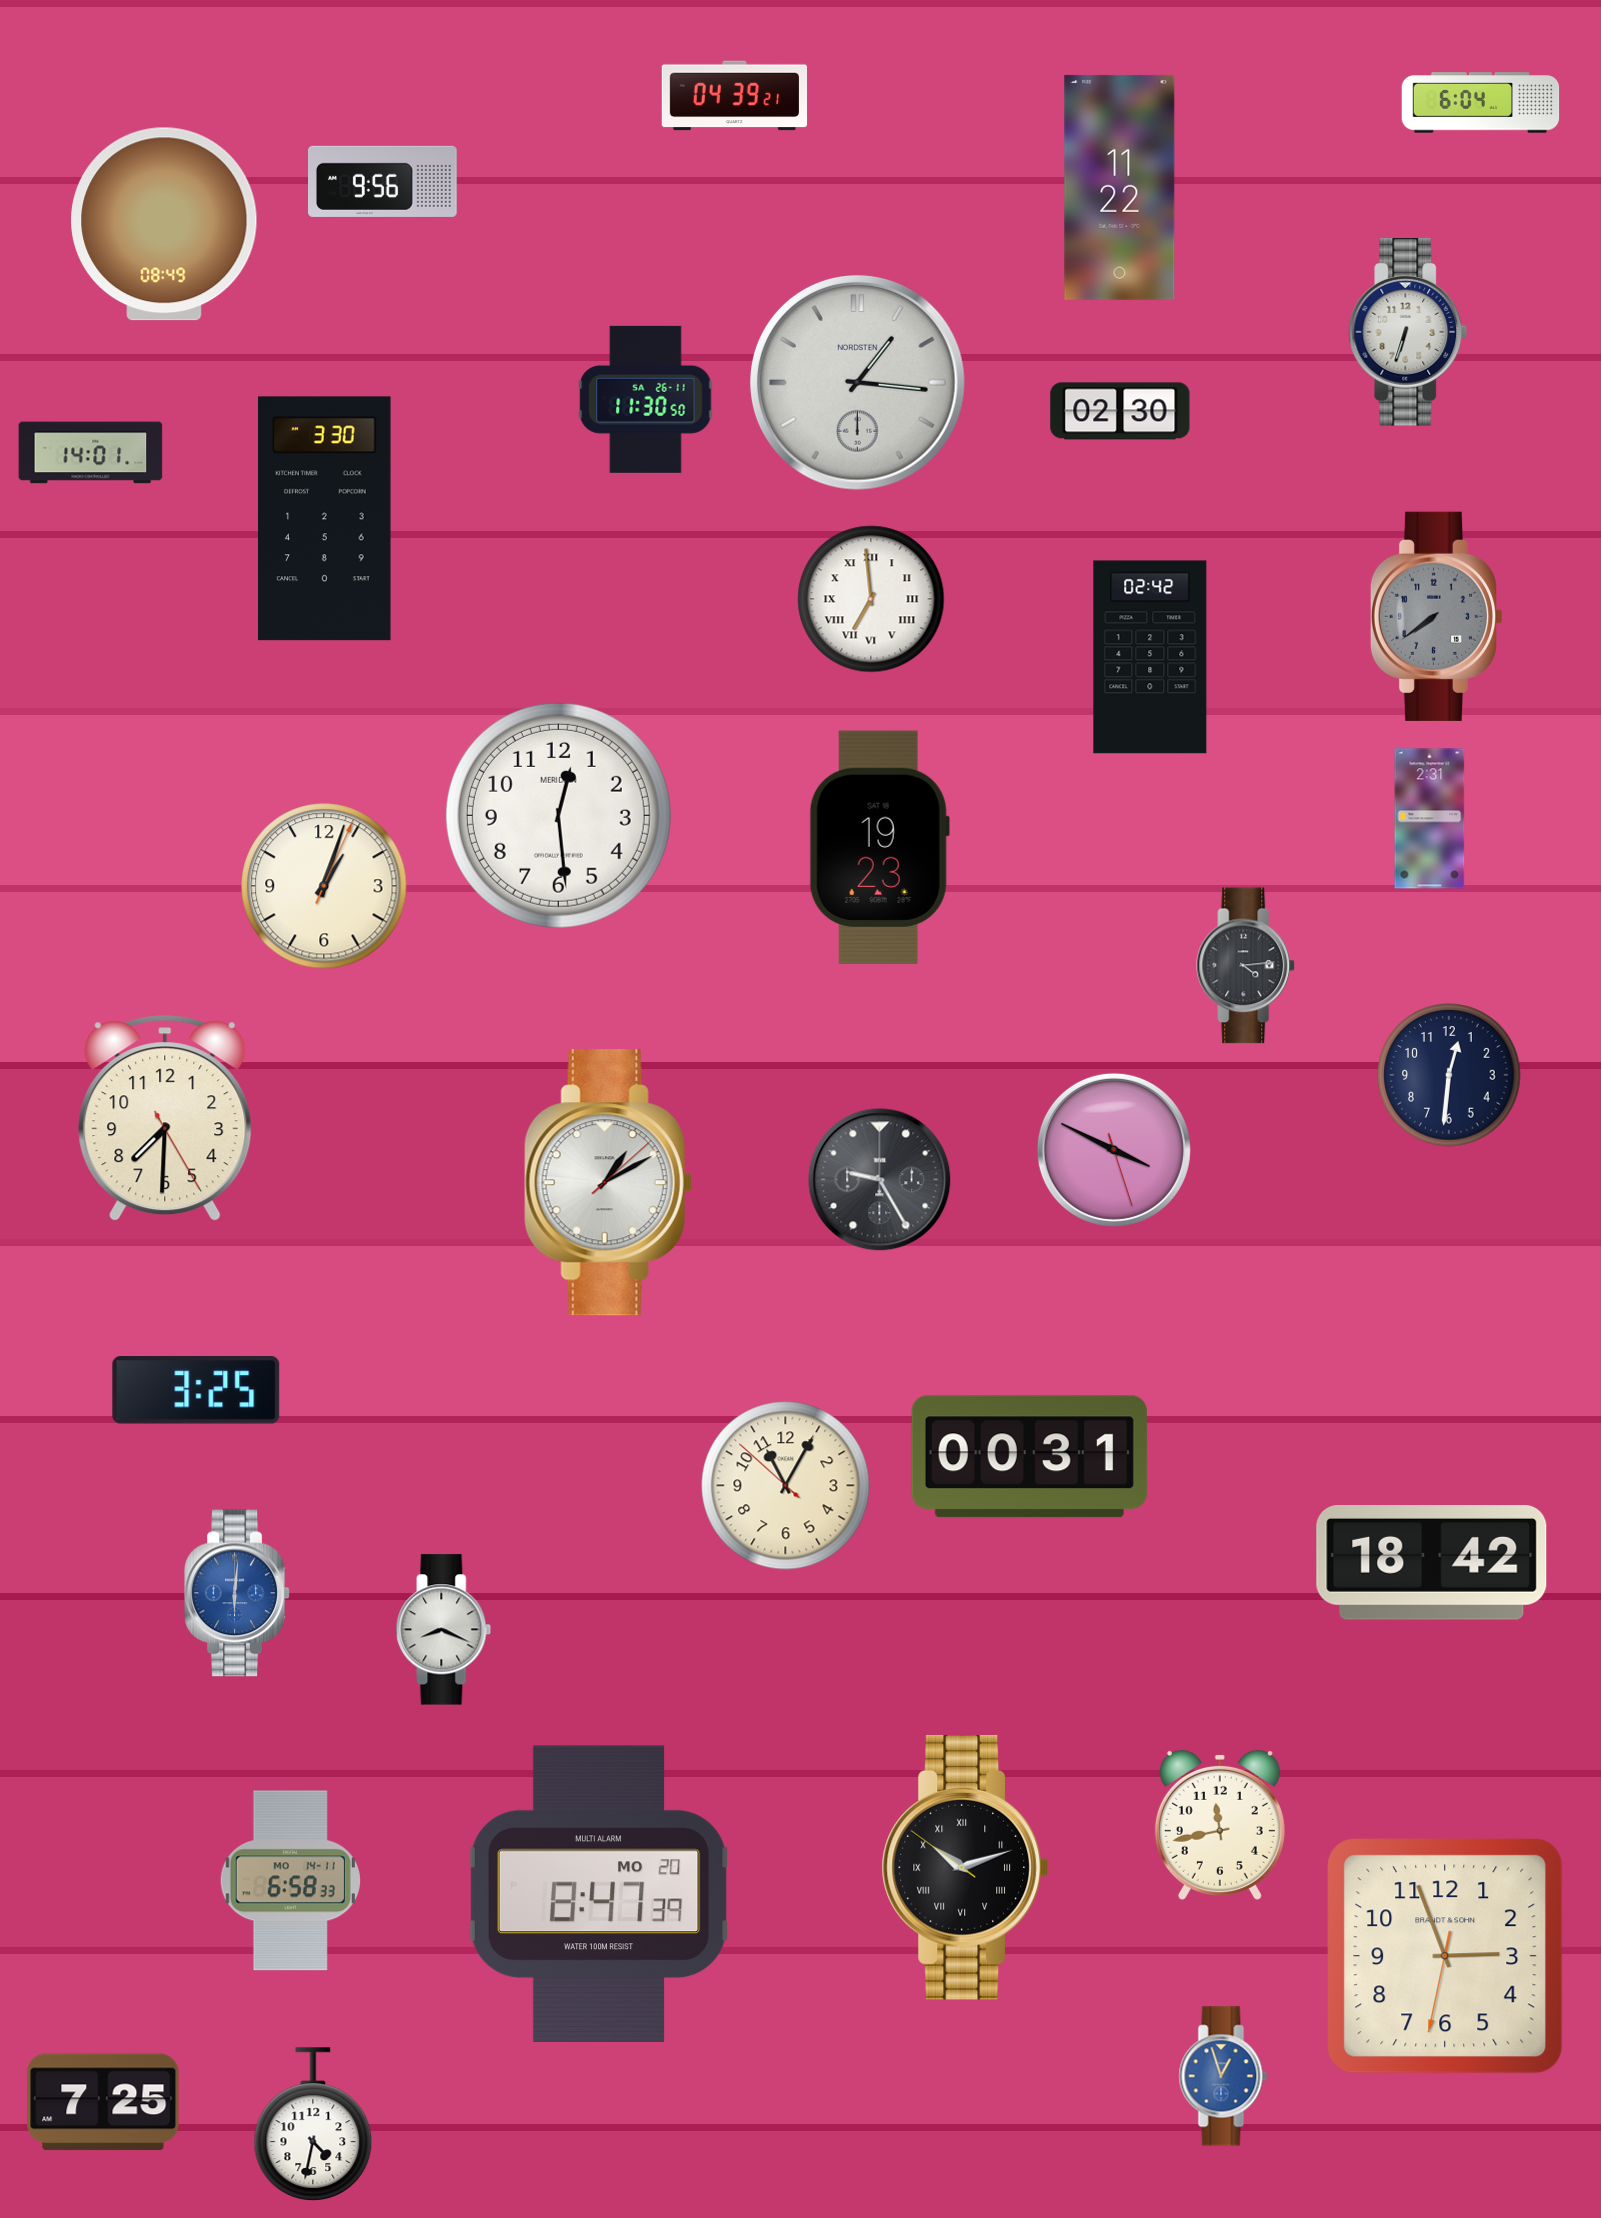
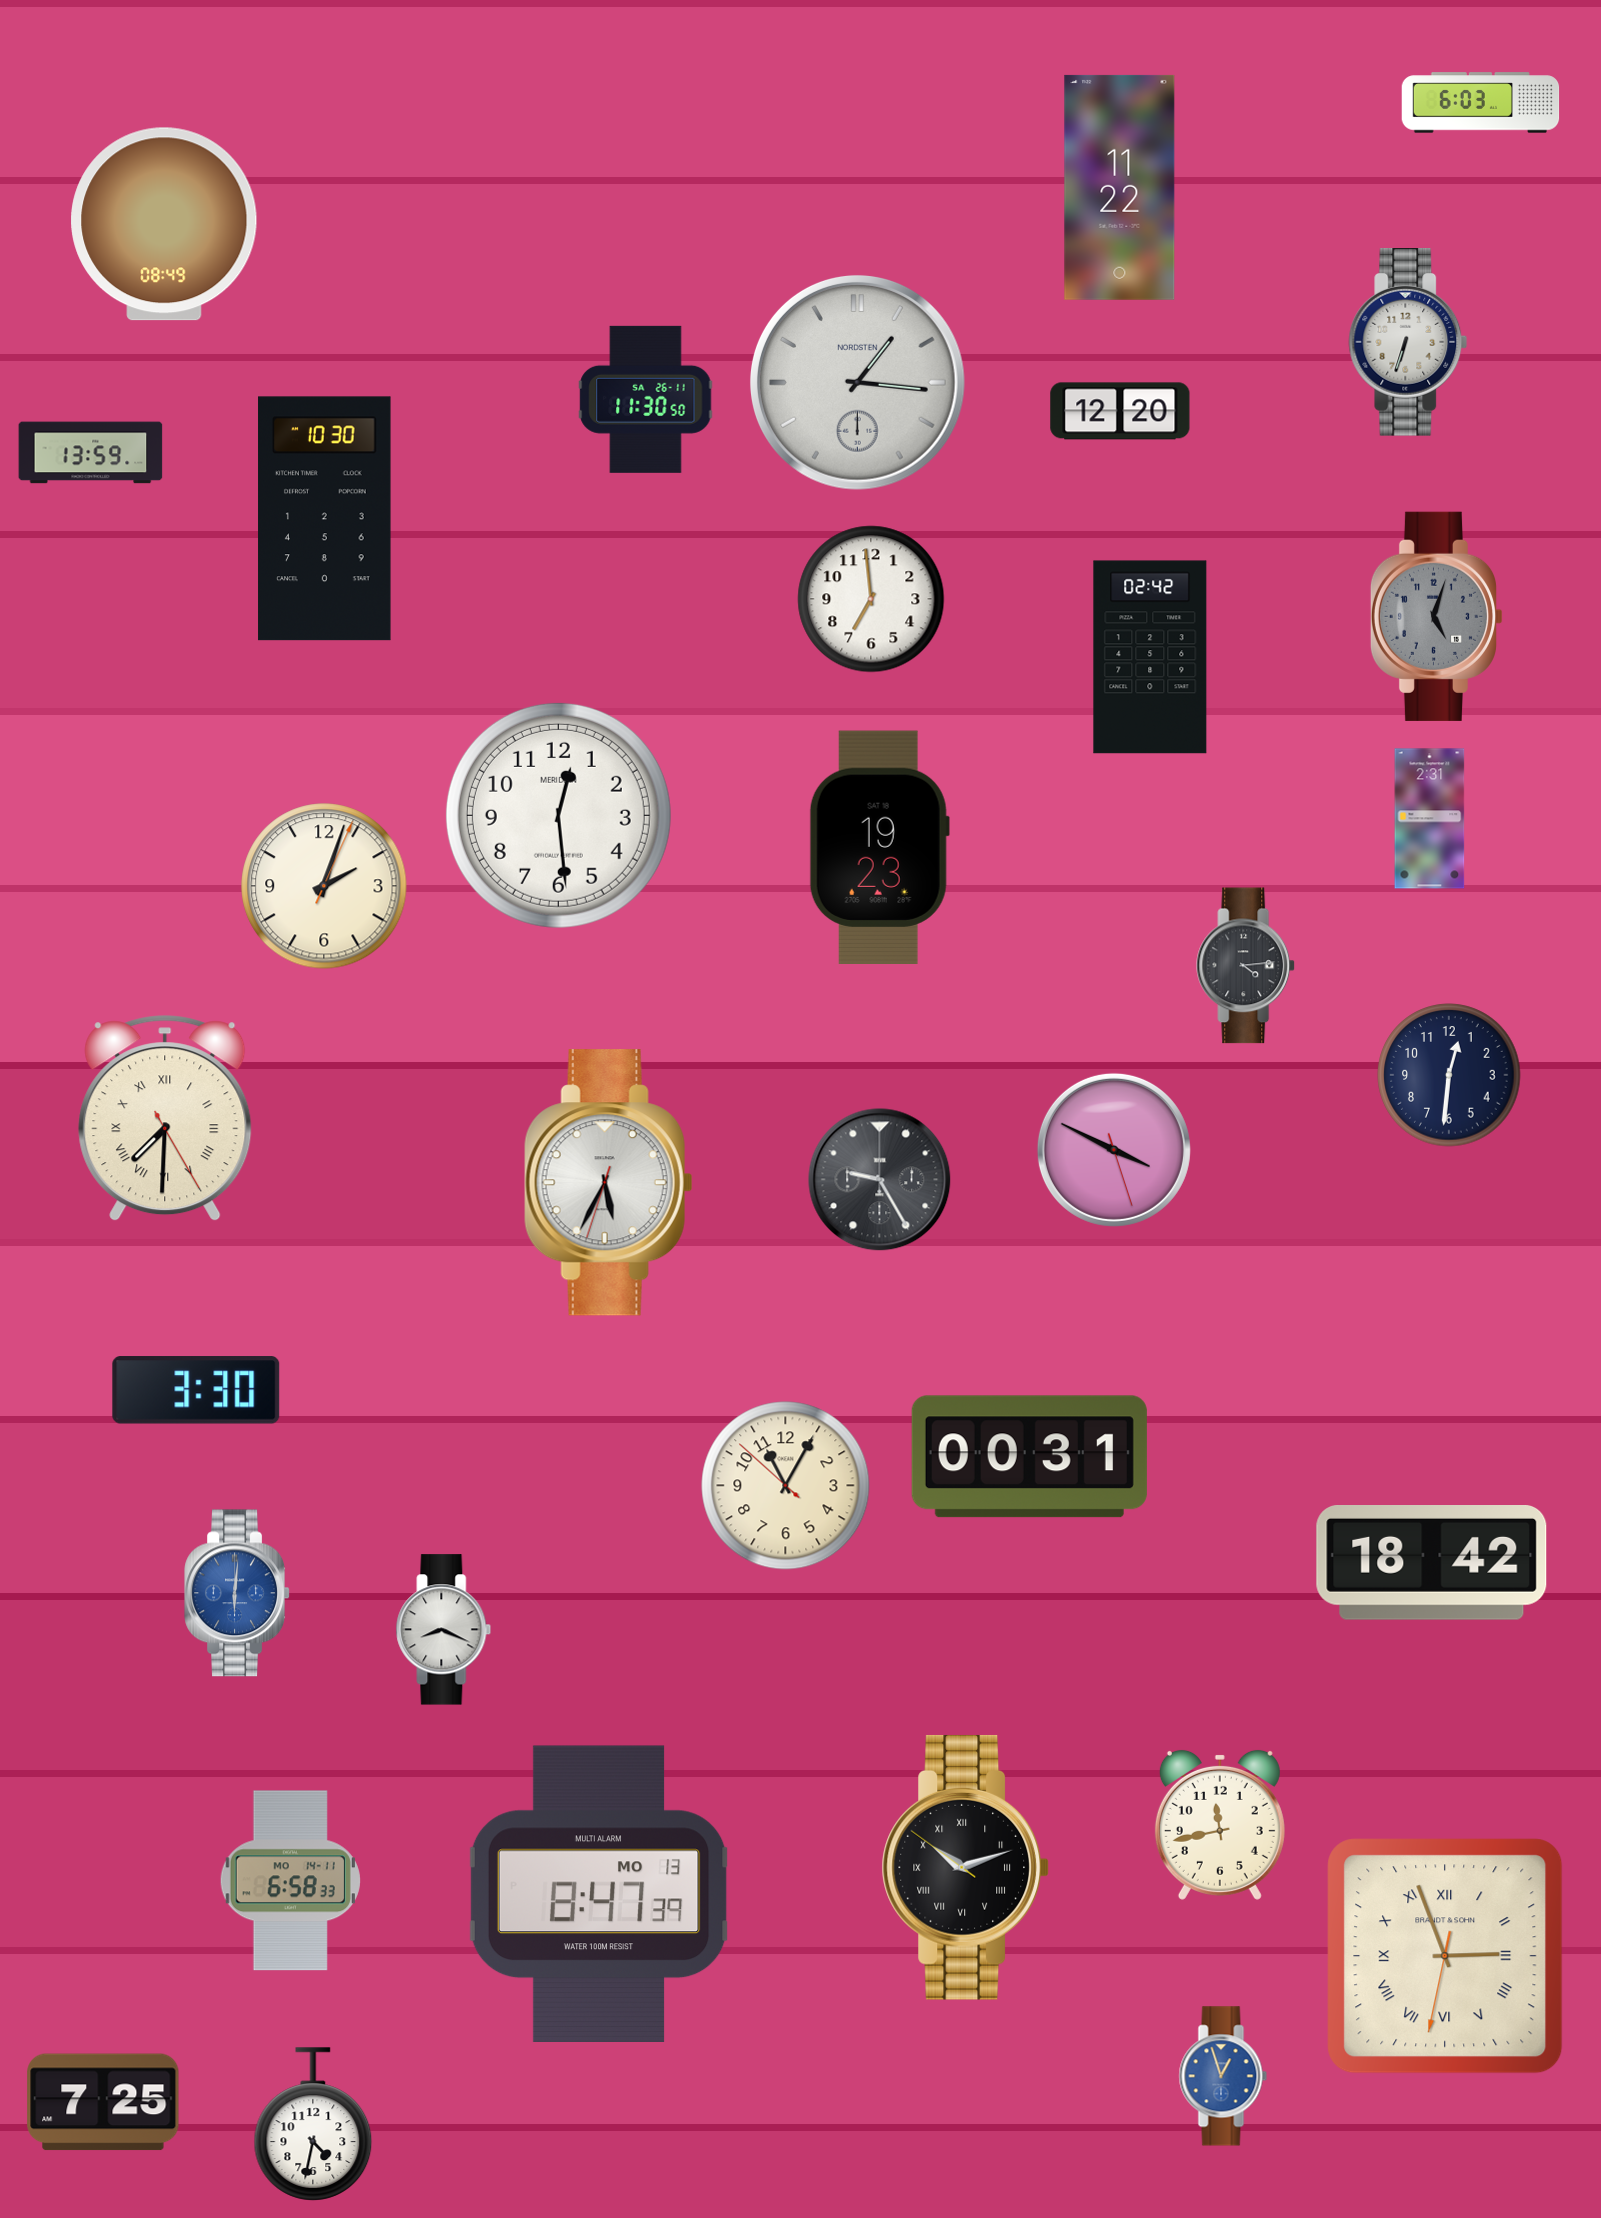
clock at (735, 96): 04:39 -> none
clock at (1481, 103): 6:04 -> 6:03
clock at (383, 181): 9:56 -> none
clock at (1408, 333) position: (1408, 333) -> (1408, 343)
clock at (1120, 411): 02:30 -> 12:20
clock at (91, 453): 14:01 -> 13:59
clock at (325, 519): 3:30 -> 10:30
clock at (871, 599) numerals: Roman -> Arabic
clock at (1436, 616): 7:39 -> 5:03
clock at (324, 886): 1:03 -> 2:03
clock at (165, 1119) numerals: Arabic -> Roman
clock at (608, 1183): 1:10 -> 5:34
clock at (196, 1390): 3:25 -> 3:30
clock at (599, 1893) date: MO 20 -> MO 13
clock at (1445, 1956) numerals: Arabic -> Roman
